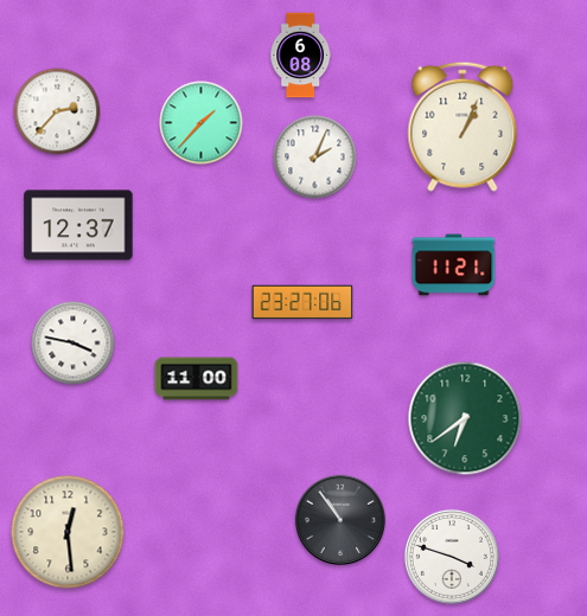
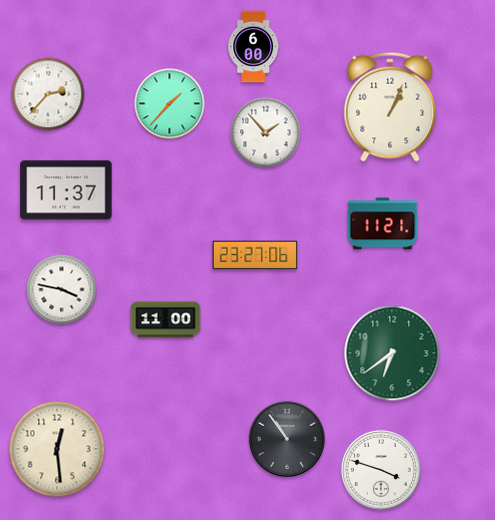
clock at (300, 56): 6:08 -> 6:00
clock at (315, 158): 2:04 -> 1:53
clock at (78, 225): 12:37 -> 11:37
